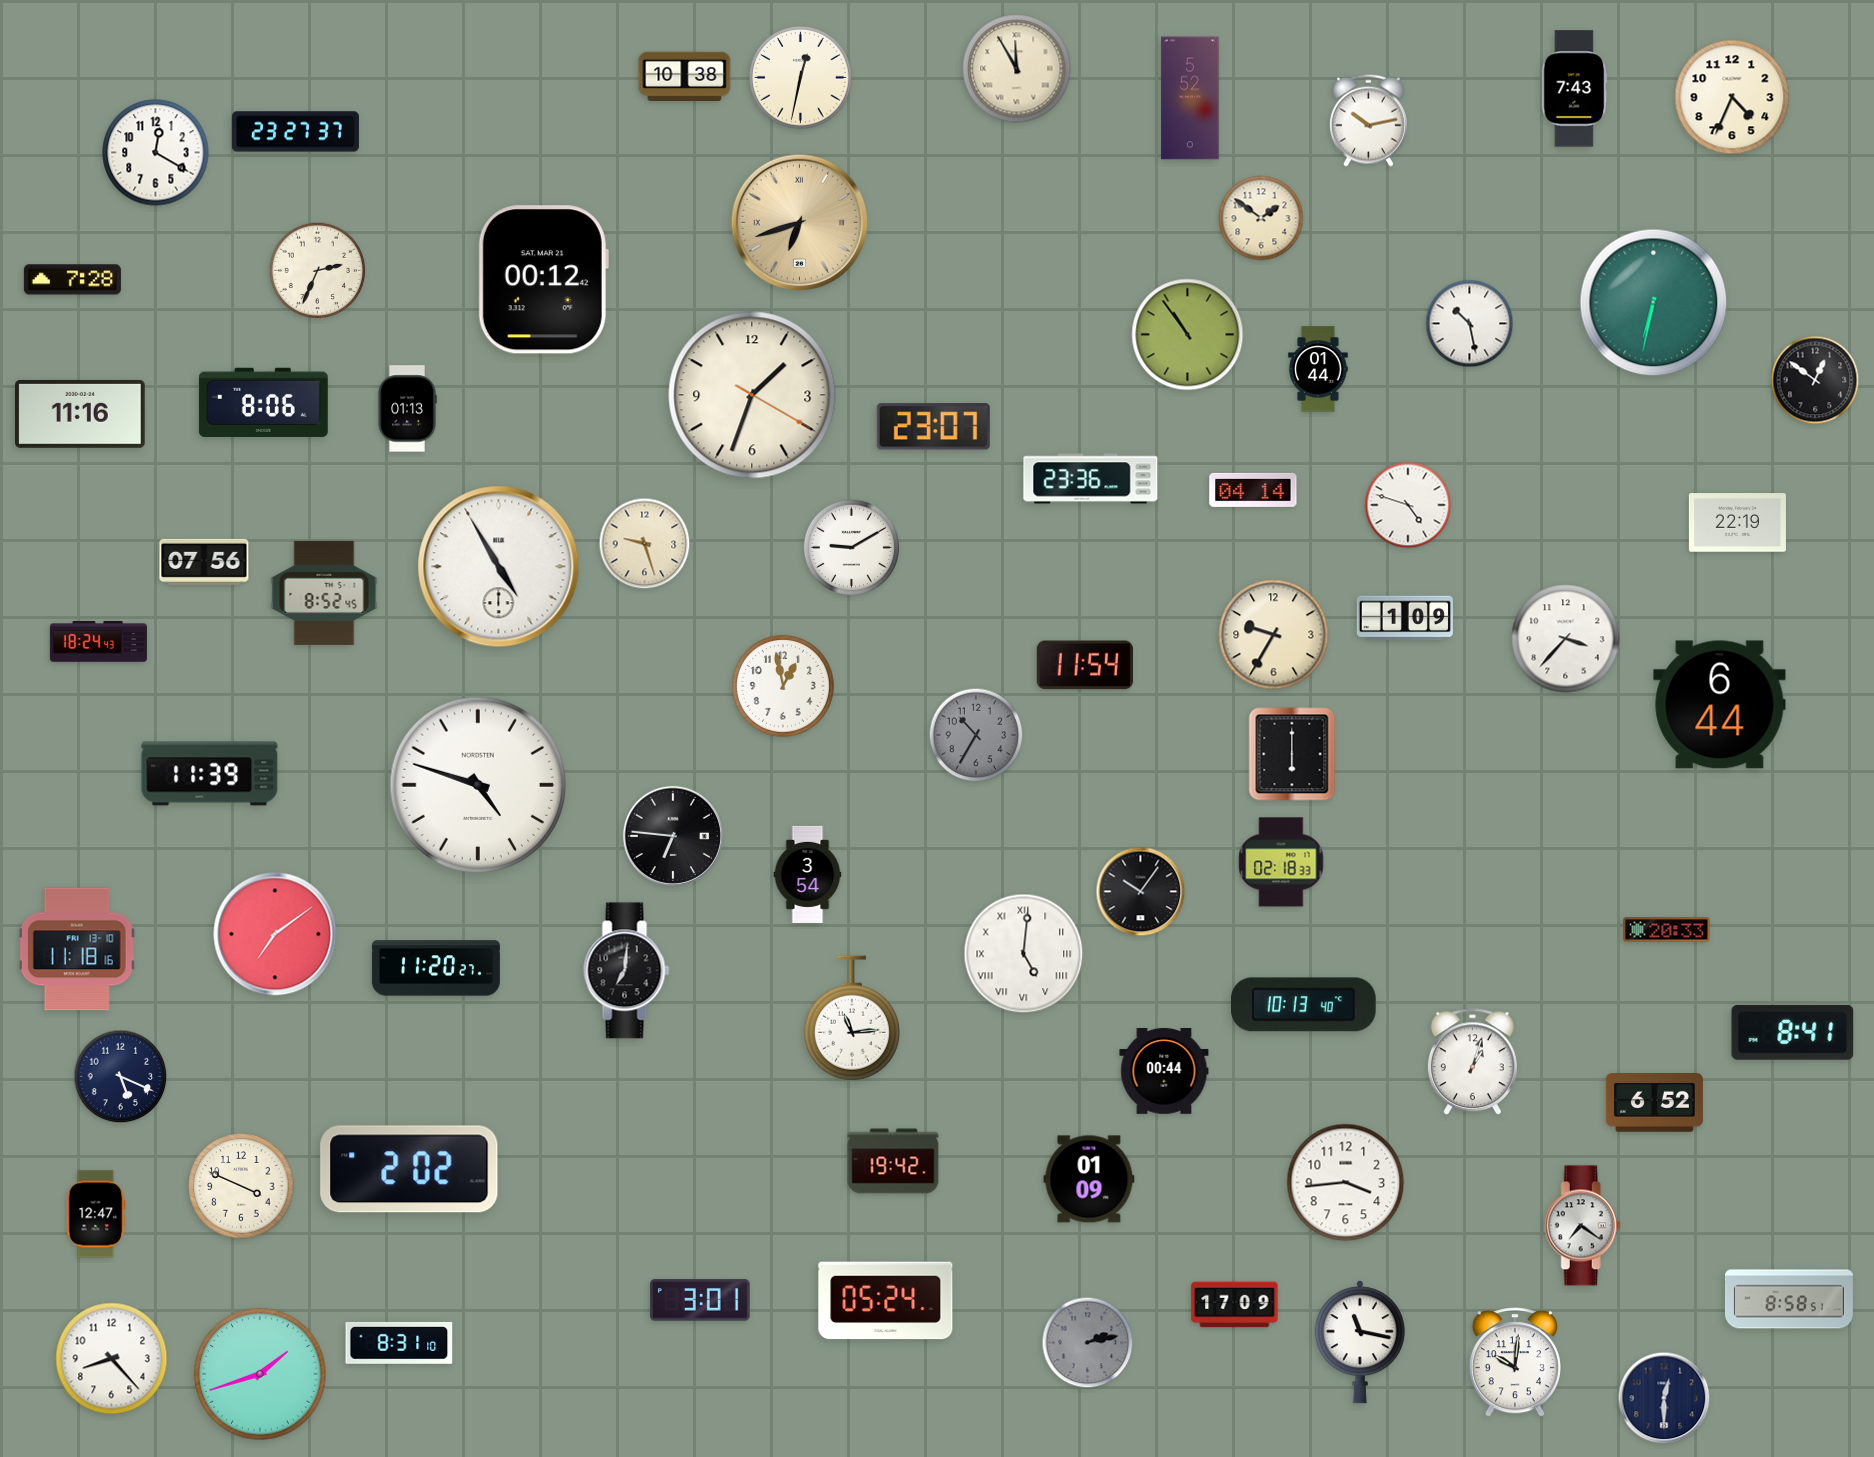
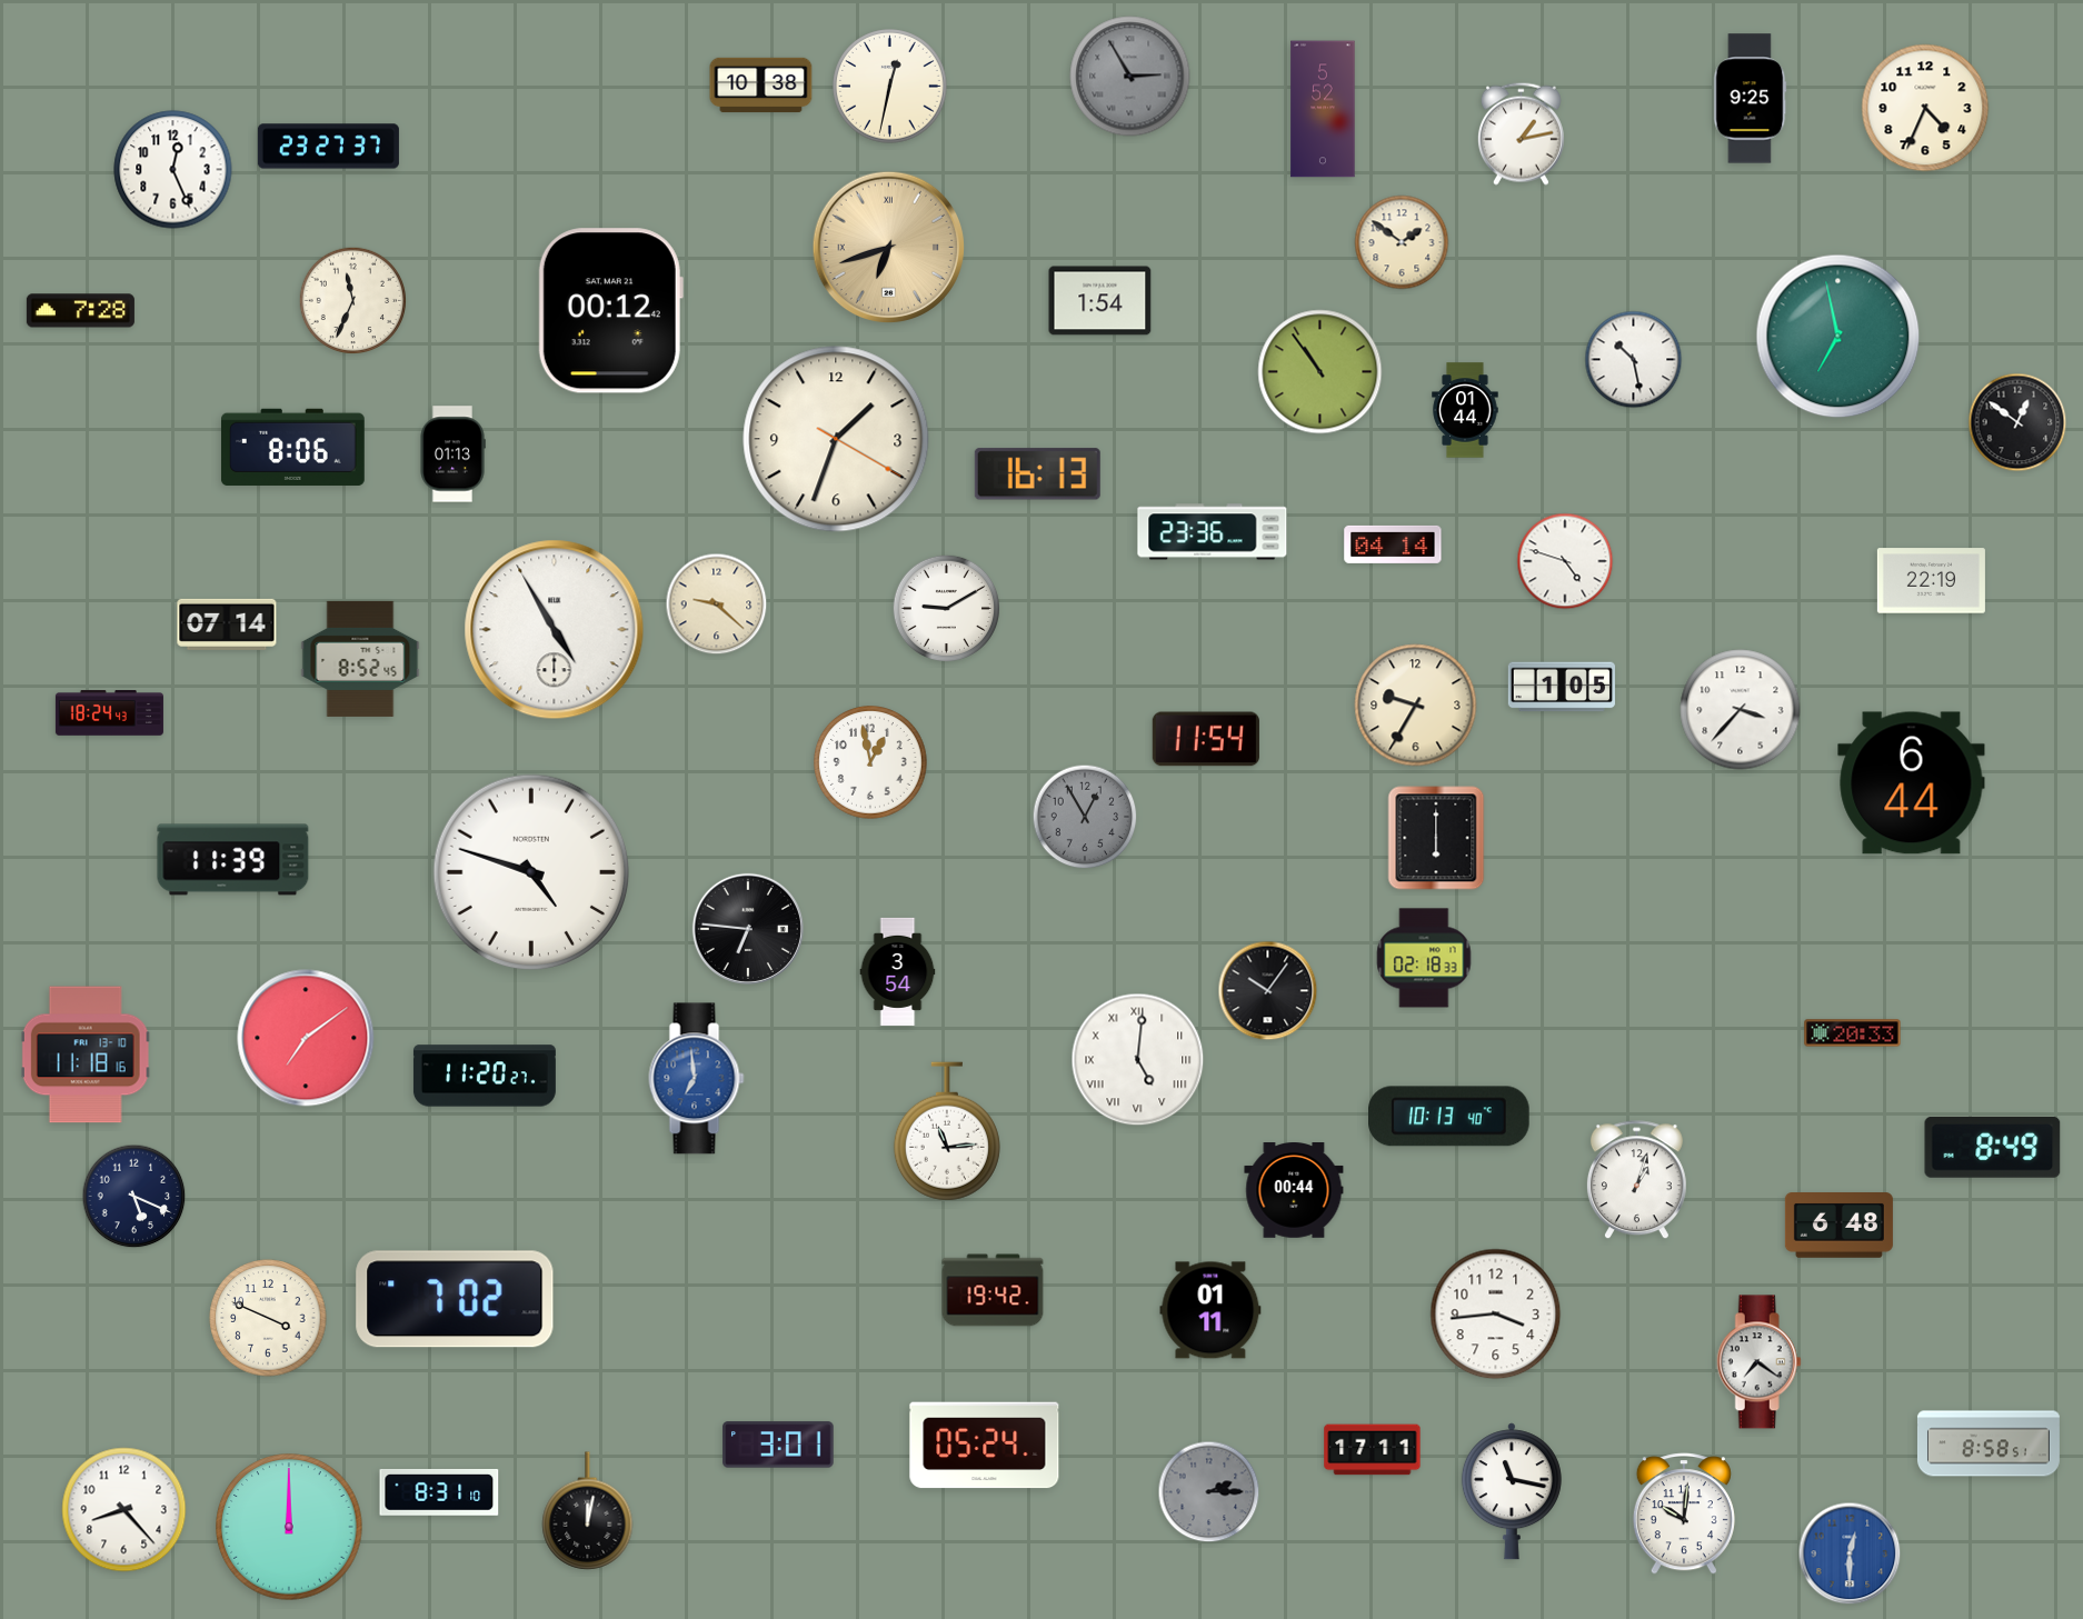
clock at (1017, 69): 11:55 -> 2:55
clock at (1017, 69) dial: cream -> grey
clock at (1575, 89): 7:43 -> 9:25
clock at (1368, 120): 10:13 -> 1:13
clock at (156, 153): 12:20 -> 12:26
clock at (317, 270): 2:34 -> 11:34
clock at (1100, 301): none -> 1:54
clock at (543, 280) position: (543, 280) -> (610, 311)
clock at (1654, 303): 6:32 -> 6:58
clock at (80, 414): 11:16 -> none
clock at (933, 427): 23:07 -> 16:13
clock at (645, 544): 9:27 -> 9:22
clock at (204, 562): 07:56 -> 07:14
clock at (1405, 618): 1:09 -> 1:05
clock at (976, 735): 10:35 -> 12:55
clock at (627, 971): 7:01 -> 6:59
clock at (627, 971) dial: black -> blue
clock at (1793, 1033): 8:41 -> 8:49
clock at (1654, 1103): 6:52 -> 6:48
clock at (409, 1169): 2:02 -> 7:02
clock at (1089, 1179): 01:09 -> 01:11
clock at (96, 1214): 12:47 -> none
clock at (1235, 1305): 17:09 -> 17:11
clock at (399, 1343) position: (399, 1343) -> (439, 1492)
clock at (1088, 1343): 2:13 -> 2:15
clock at (588, 1511): none -> 12:02
clock at (260, 1374): 1:42 -> 12:00
clock at (1664, 1398) dial: navy -> blue
